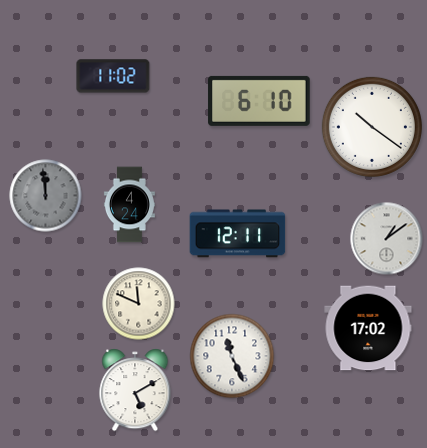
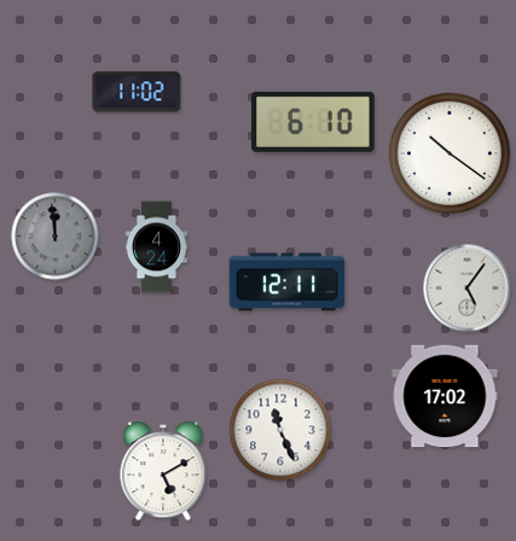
clock at (387, 239): 1:09 -> 5:06
clock at (139, 304): 11:49 -> none
